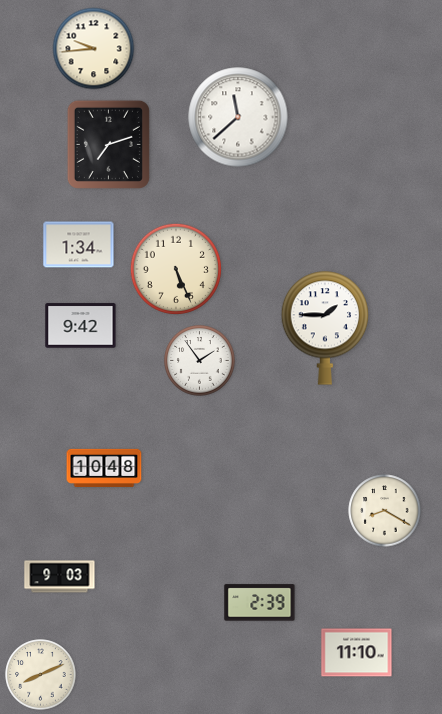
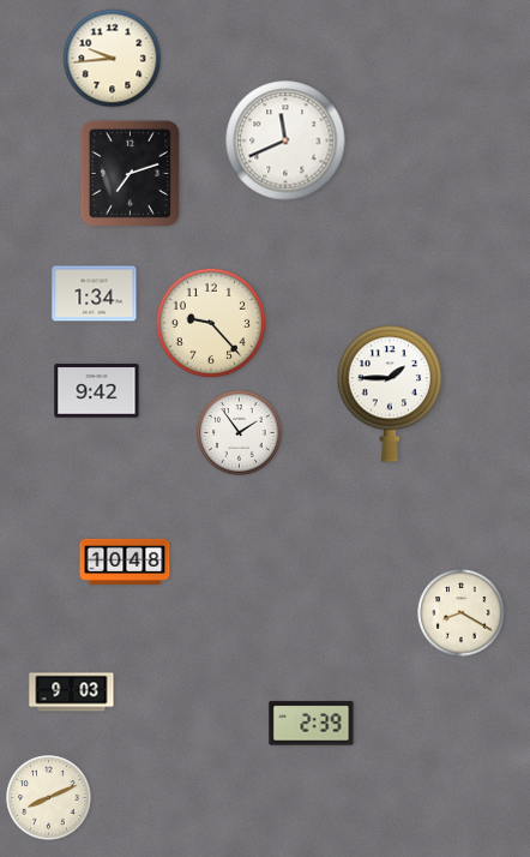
clock at (238, 117): 11:38 -> 11:41
clock at (176, 269): 5:26 -> 9:23
clock at (357, 653): 11:10 -> none
clock at (41, 675) position: (41, 675) -> (49, 798)
